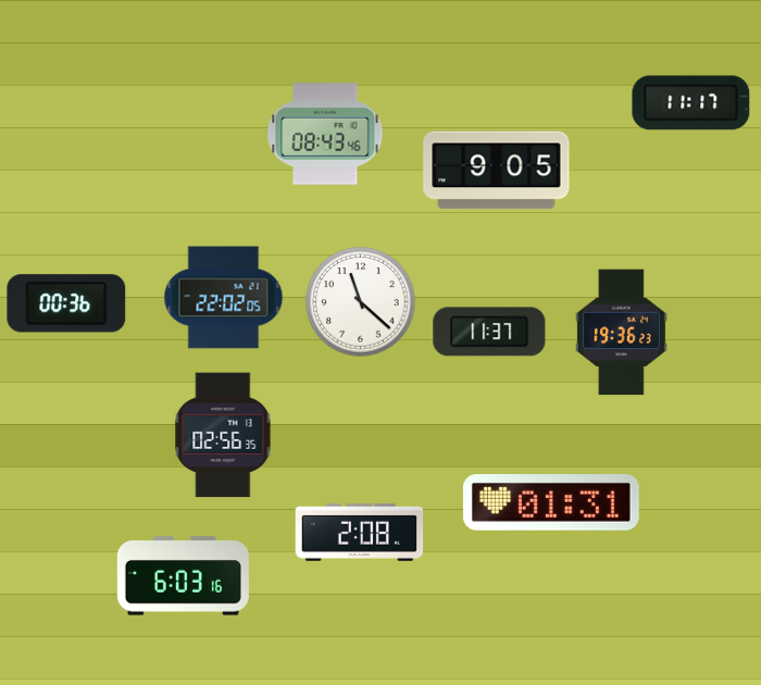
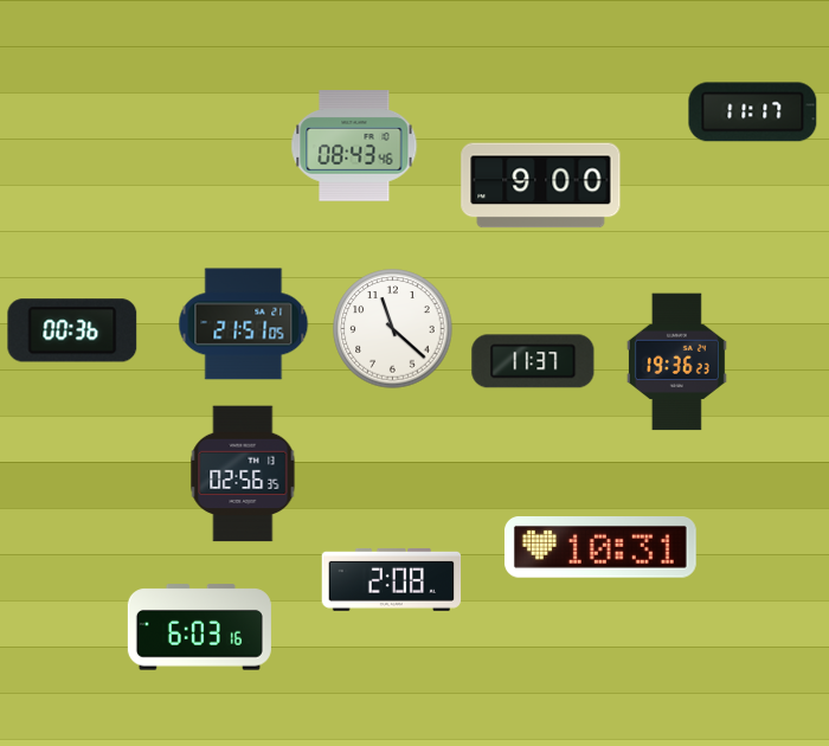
clock at (497, 171): 9:05 -> 9:00
clock at (224, 298): 22:02 -> 21:51
clock at (551, 503): 01:31 -> 10:31
